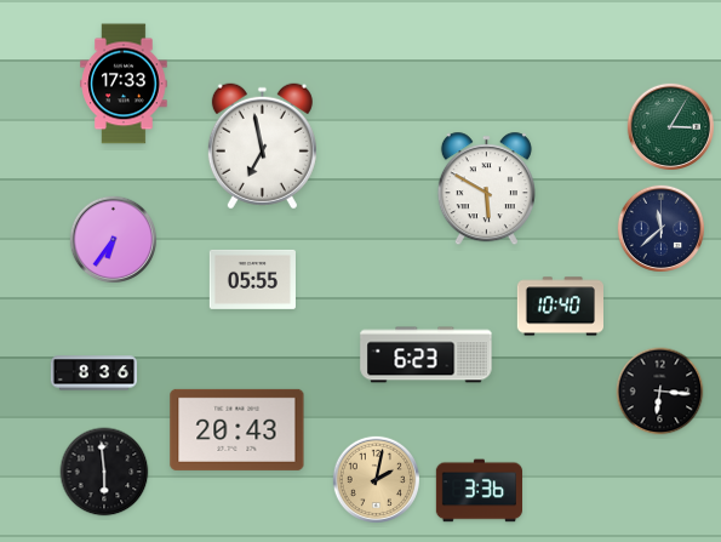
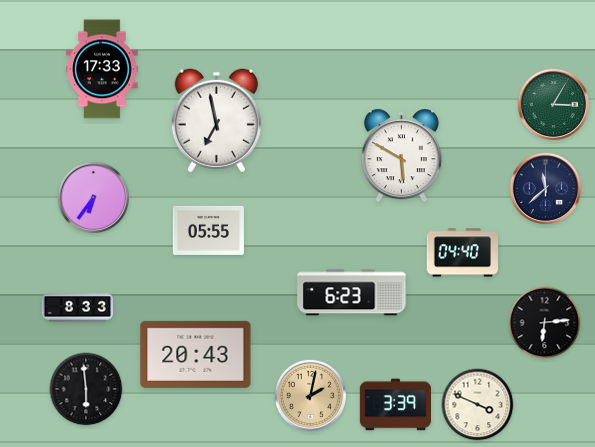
clock at (560, 307): 10:40 -> 04:40
clock at (93, 373): 8:36 -> 8:33
clock at (660, 392): 6:16 -> 6:14
clock at (479, 491): 3:36 -> 3:39
clock at (478, 405): none -> 3:49
